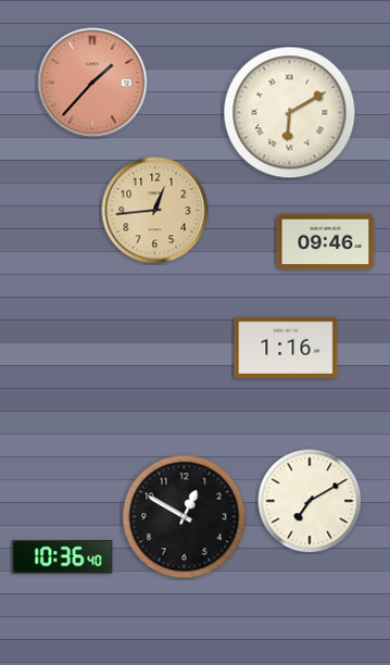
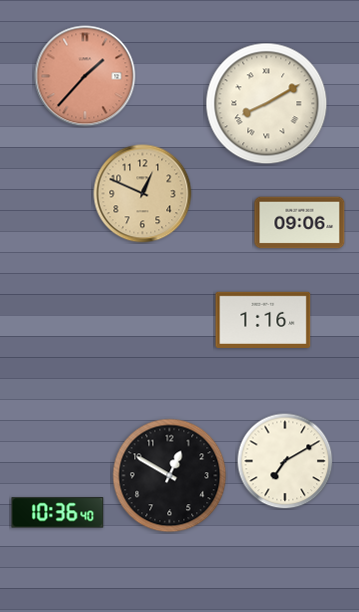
clock at (290, 113): 6:10 -> 8:10
clock at (155, 211): 12:44 -> 12:49
clock at (326, 242): 09:46 -> 09:06
